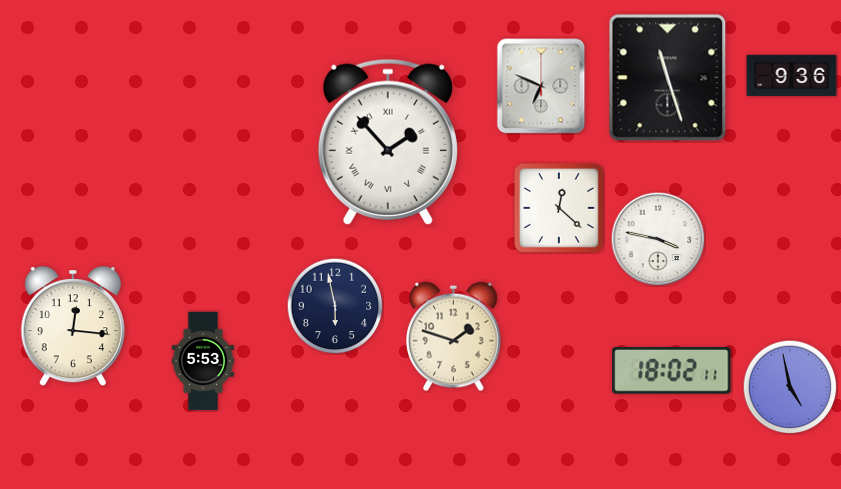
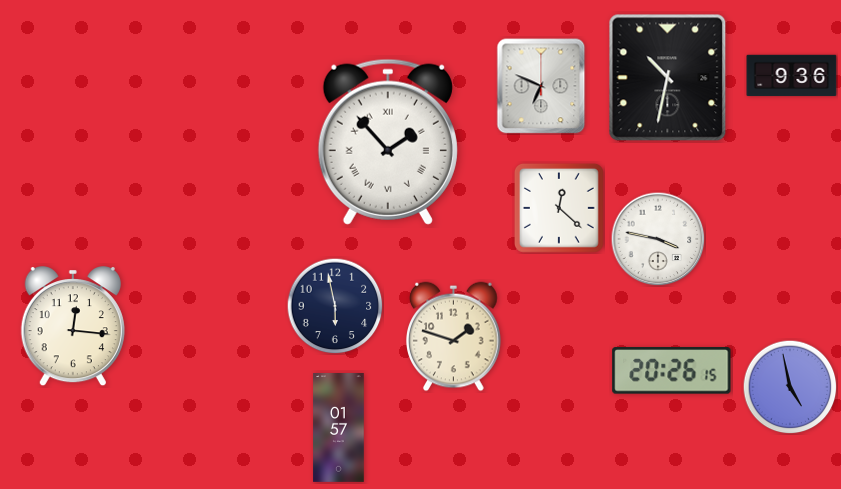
clock at (668, 78): 11:27 -> 10:32
clock at (203, 361): 5:53 -> none
clock at (672, 371): 18:02 -> 20:26
clock at (339, 428): none -> 01:57
